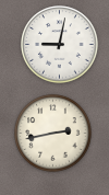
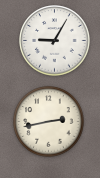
clock at (60, 45): 9:02 -> 9:05
